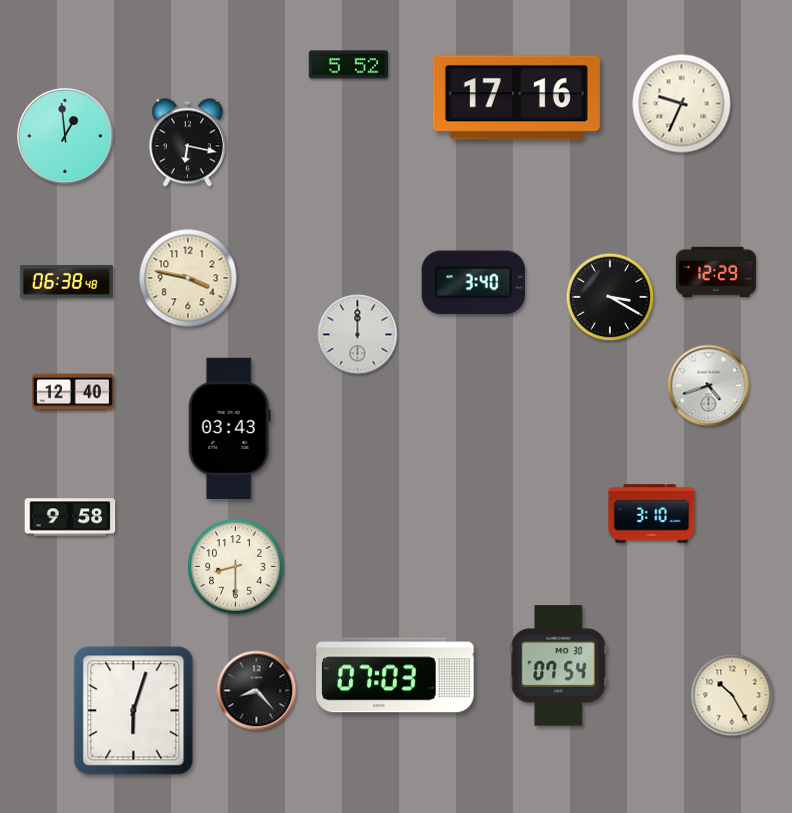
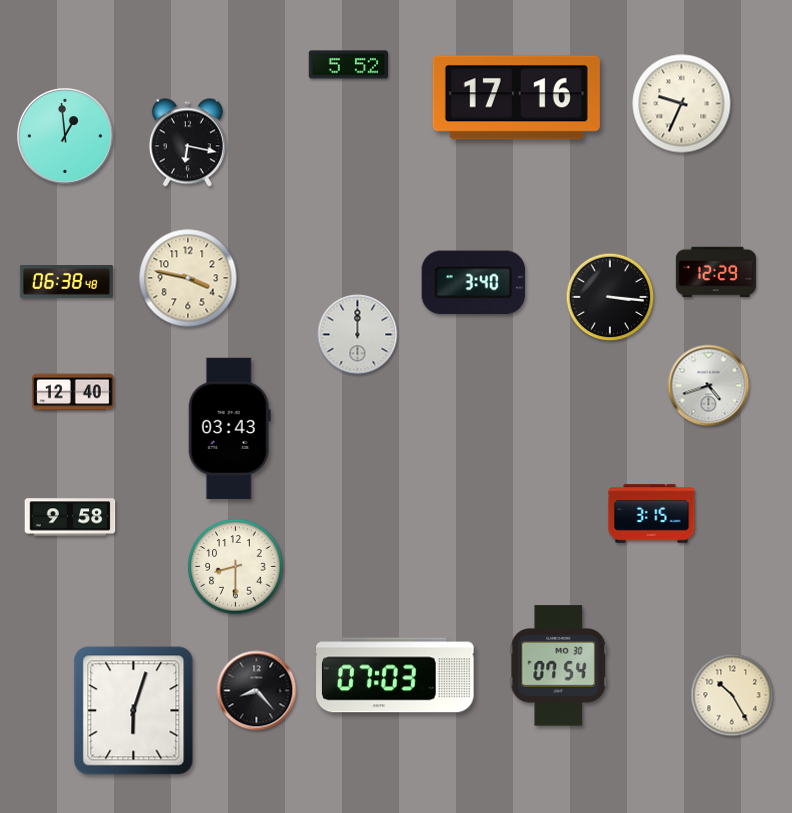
clock at (610, 297): 3:20 -> 3:16
clock at (652, 514): 3:10 -> 3:15
